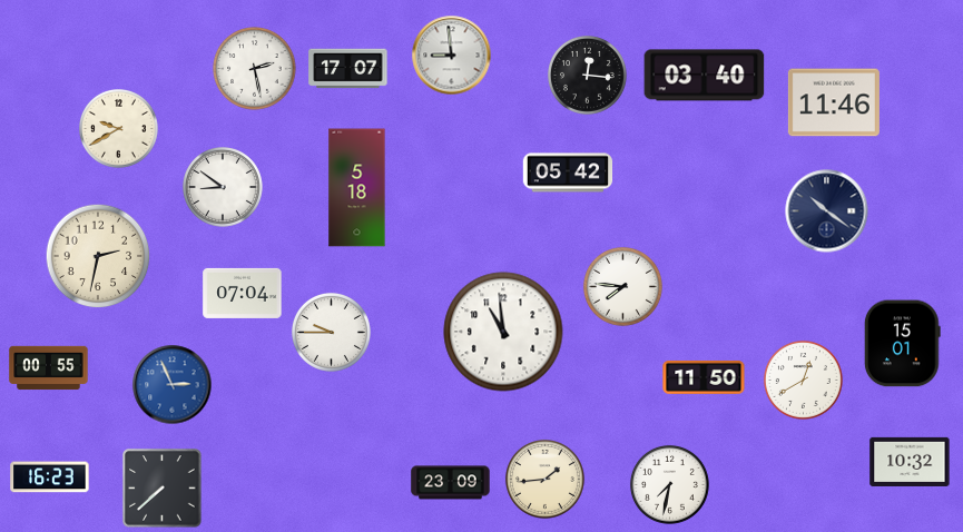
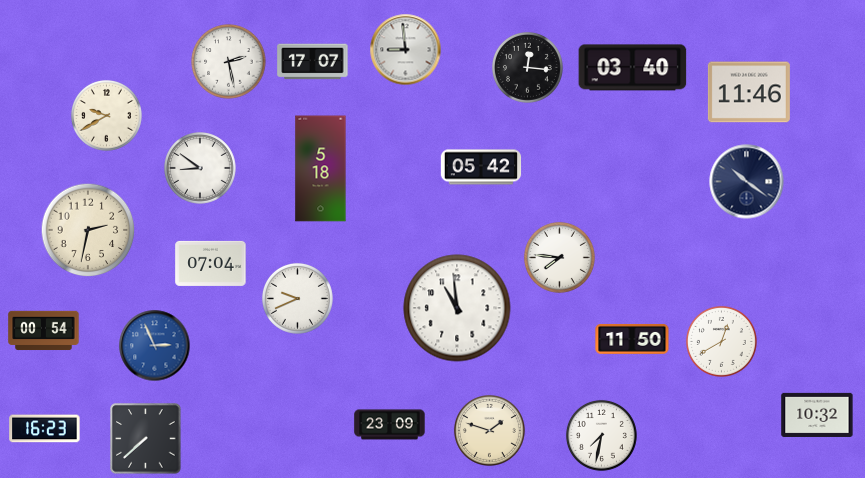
clock at (568, 173) position: (568, 173) -> (481, 167)
clock at (827, 211) position: (827, 211) -> (747, 182)
clock at (243, 293) position: (243, 293) -> (211, 263)
clock at (331, 332): 9:45 -> 9:41
clock at (503, 332) position: (503, 332) -> (457, 308)
clock at (903, 344): 15:01 -> none
clock at (49, 368): 00:55 -> 00:54
clock at (544, 479): 1:44 -> 1:48
clock at (451, 483) position: (451, 483) -> (390, 425)
